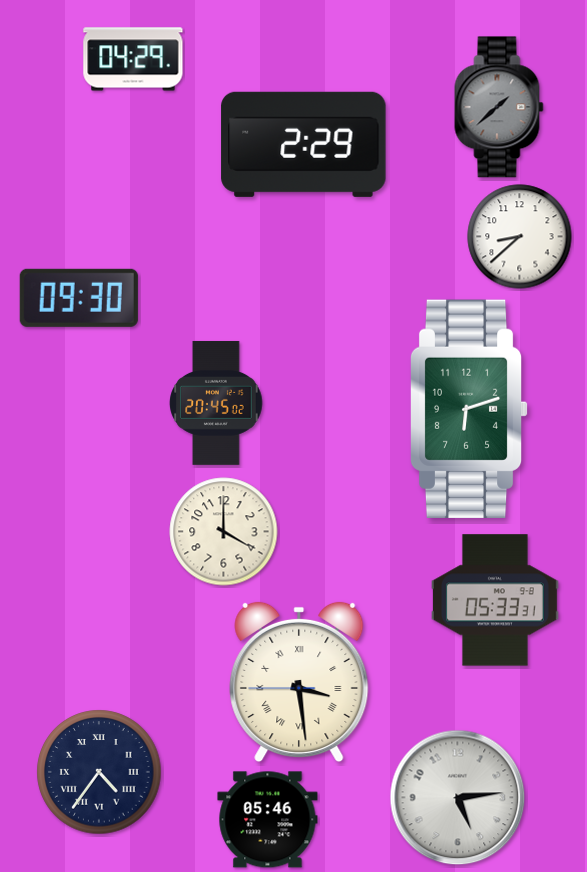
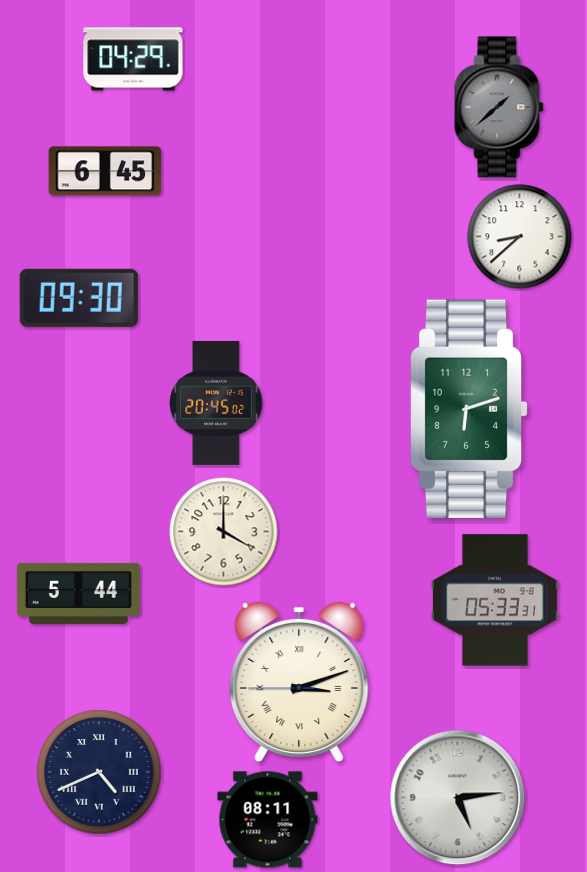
clock at (304, 144): 2:29 -> none
clock at (105, 171): none -> 6:45
clock at (78, 593): none -> 5:44
clock at (299, 682): 3:28 -> 3:11
clock at (99, 772): 4:36 -> 4:41
clock at (268, 820): 05:46 -> 08:11
